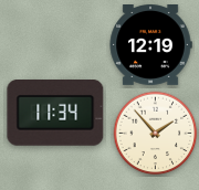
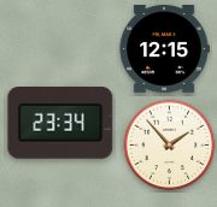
clock at (150, 45): 12:19 -> 12:15
clock at (55, 114): 11:34 -> 23:34
